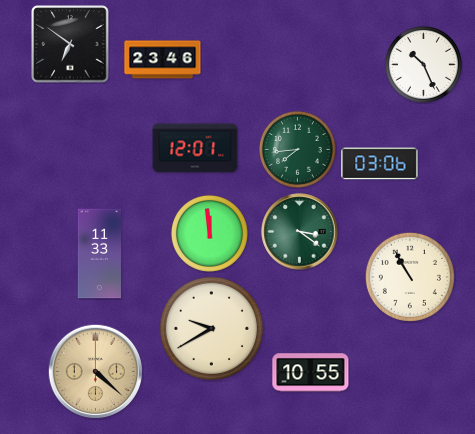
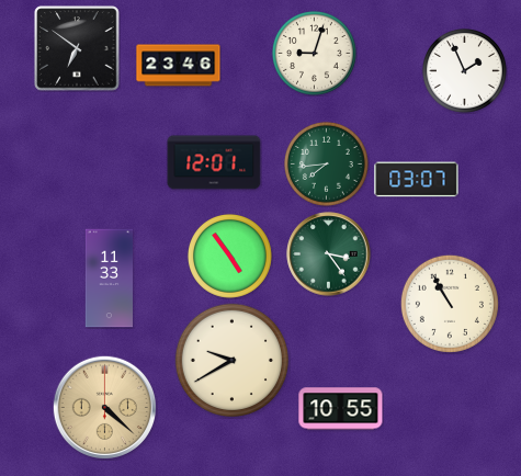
clock at (314, 53): none -> 9:03
clock at (423, 64): 10:26 -> 1:56
clock at (380, 164): 03:06 -> 03:07
clock at (300, 232): 3:21 -> 3:24
clock at (209, 233): 11:59 -> 4:54
